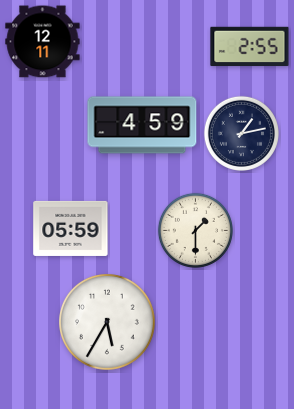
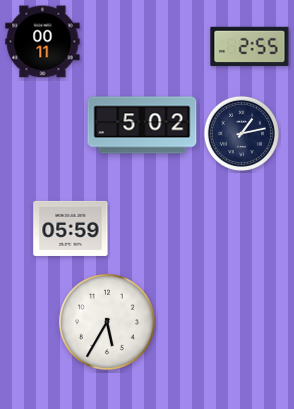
clock at (43, 42): 12:11 -> 00:11
clock at (142, 125): 4:59 -> 5:02
clock at (195, 230): 1:30 -> none
